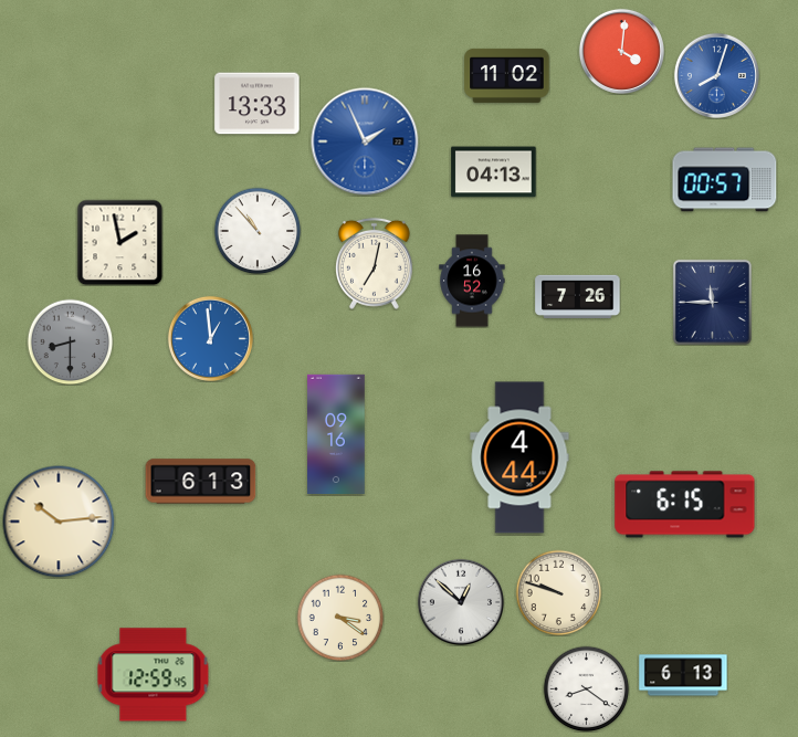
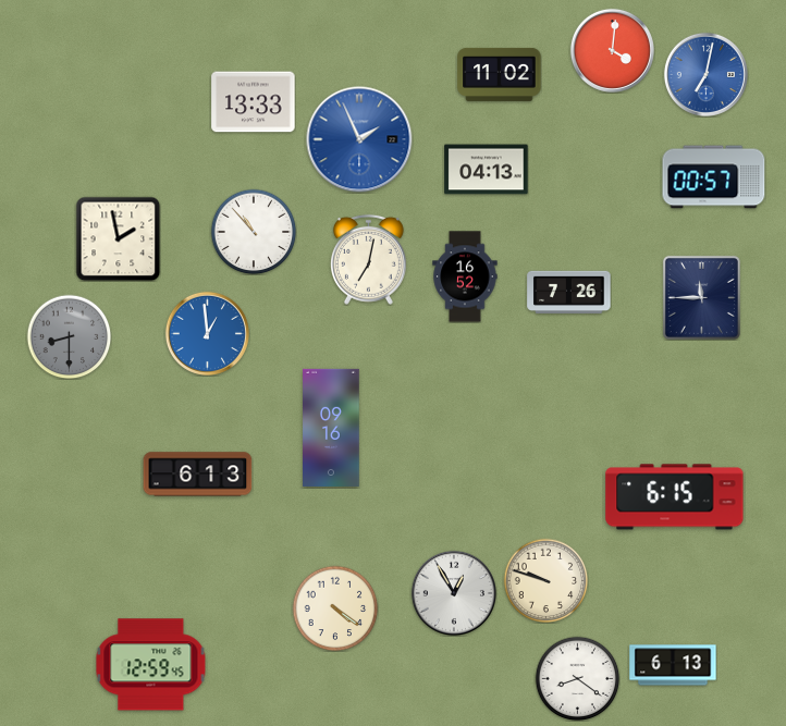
clock at (716, 75): 8:03 -> 7:02
clock at (258, 231) position: (258, 231) -> (254, 232)
clock at (519, 457): 4:44 -> none
clock at (59, 522): 10:14 -> none
clock at (558, 592) position: (558, 592) -> (545, 580)
clock at (461, 602): 12:52 -> 12:55
clock at (340, 618): 3:21 -> 4:21
